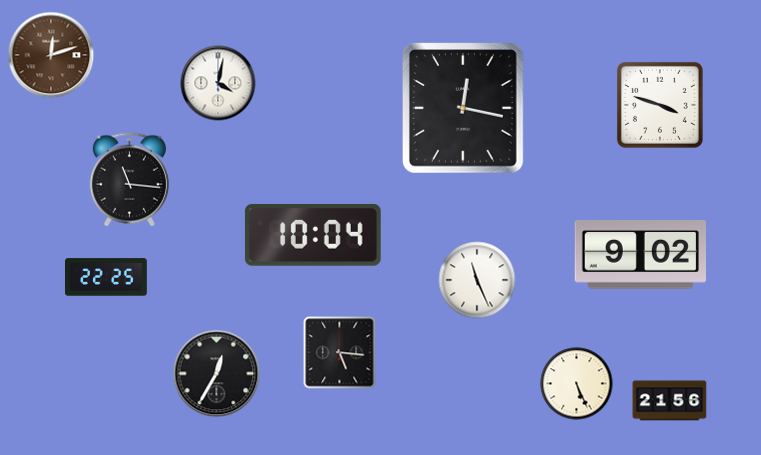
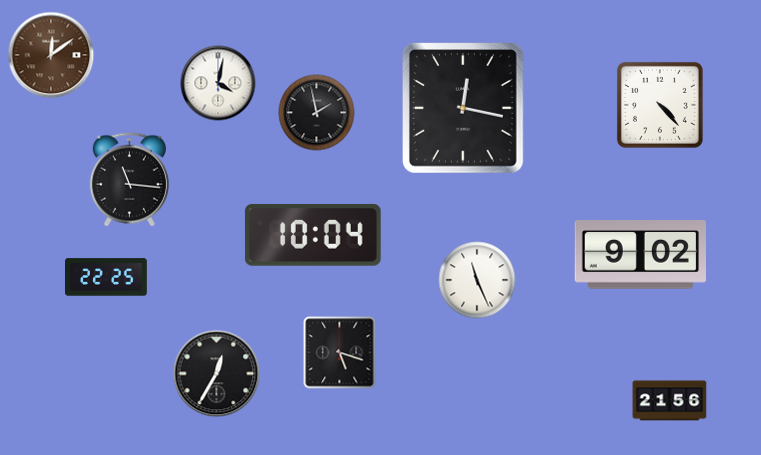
clock at (51, 55): 12:12 -> 12:09
clock at (660, 105): 3:48 -> 4:23
clock at (317, 113): none -> 1:58
clock at (340, 353): 5:16 -> 5:18
clock at (577, 384): 5:26 -> none
